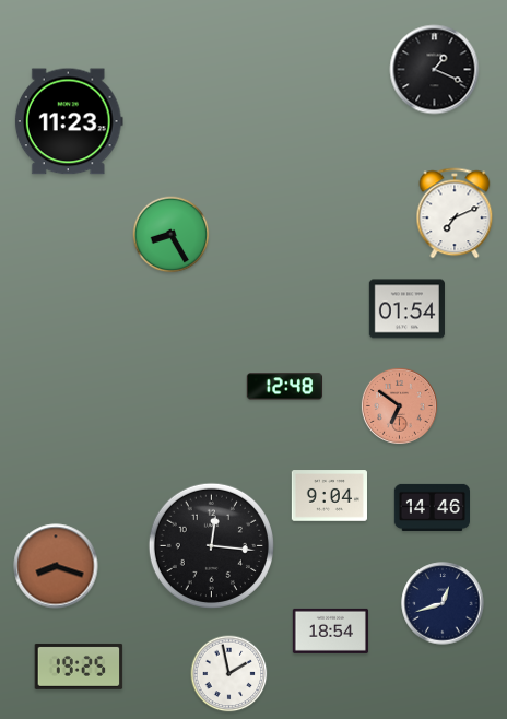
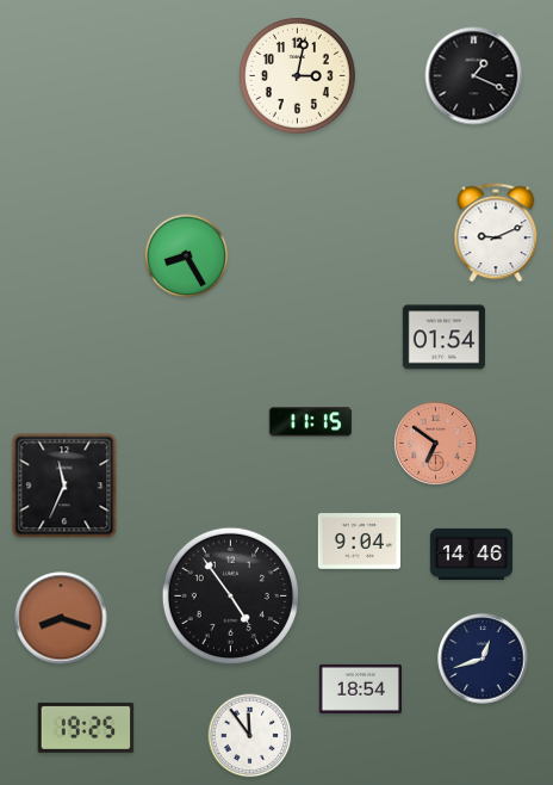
clock at (298, 76): none -> 3:02
clock at (69, 121): 11:23 -> none
clock at (455, 213): 7:11 -> 9:11
clock at (284, 387): 12:48 -> 11:15
clock at (64, 486): none -> 11:34
clock at (211, 545): 12:16 -> 4:54
clock at (229, 674): 1:58 -> 11:54
